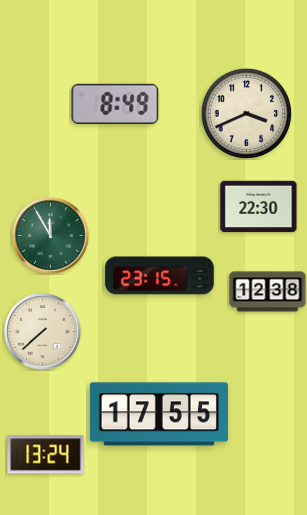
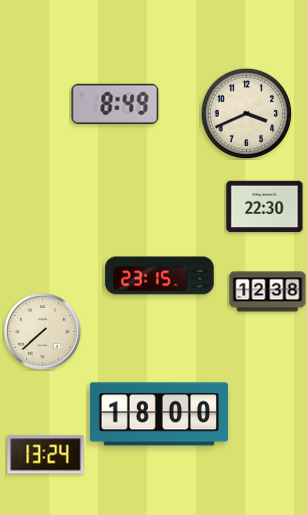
clock at (259, 207) position: (259, 207) -> (265, 207)
clock at (51, 236): 11:55 -> none
clock at (158, 414): 17:55 -> 18:00
